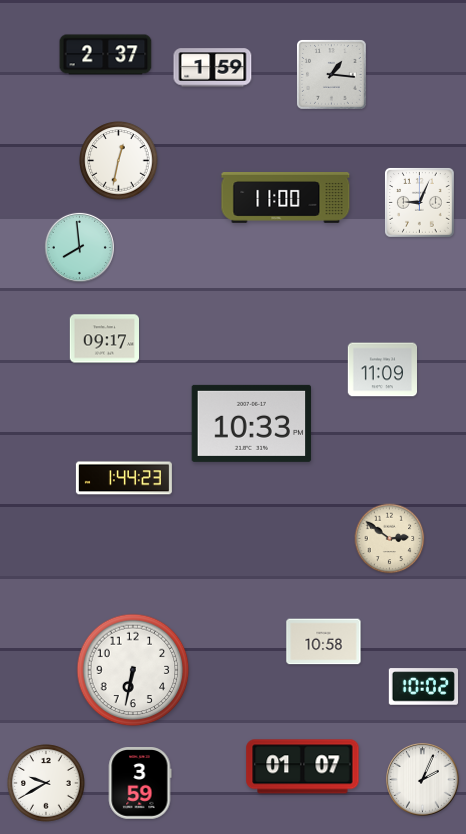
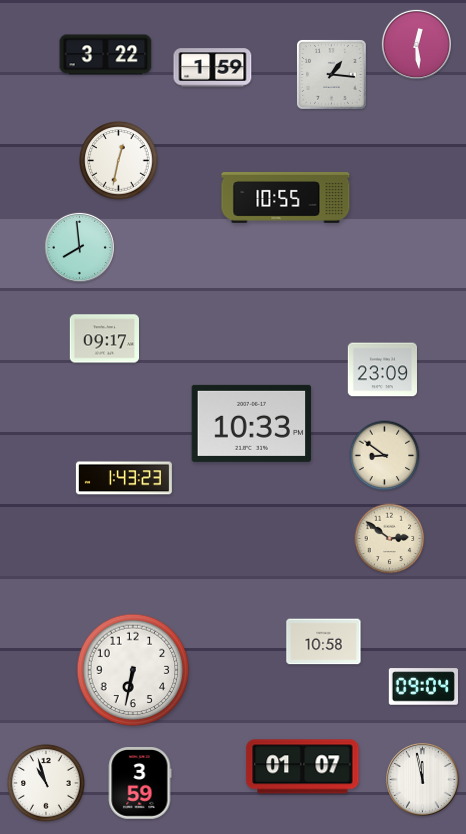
clock at (416, 44): none -> 12:29
clock at (106, 55): 2:37 -> 3:22
clock at (286, 198): 11:00 -> 10:55
clock at (420, 203): 9:04 -> none
clock at (382, 370): 11:09 -> 23:09
clock at (385, 456): none -> 8:51
clock at (124, 478): 1:44 -> 1:43
clock at (423, 687): 10:02 -> 09:04
clock at (423, 780): 2:04 -> 11:58
clock at (46, 783): 9:40 -> 10:57
